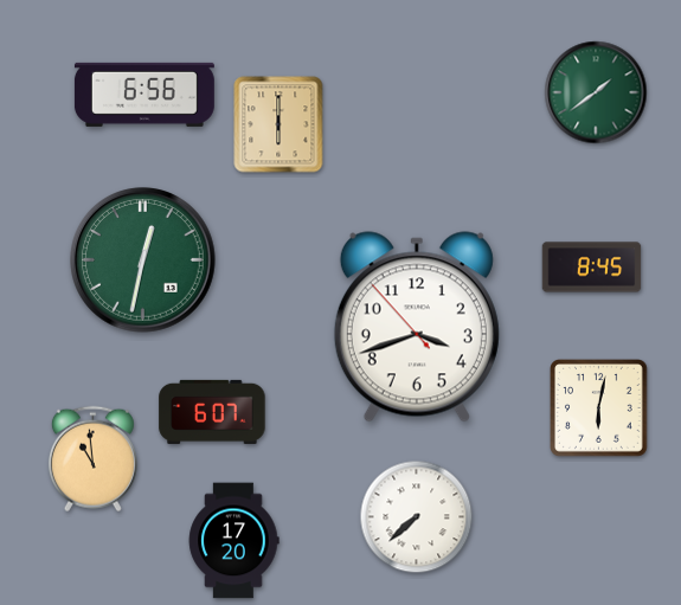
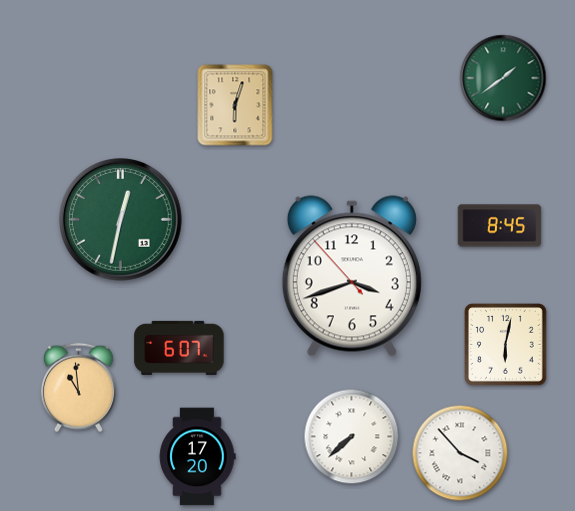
clock at (144, 95): 6:56 -> none
clock at (278, 124): 6:00 -> 6:03
clock at (460, 453): none -> 3:53
